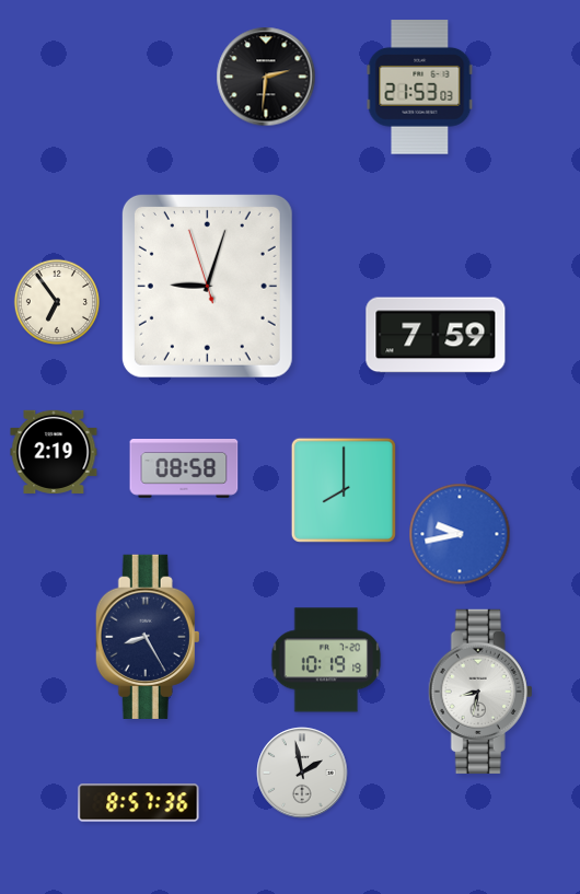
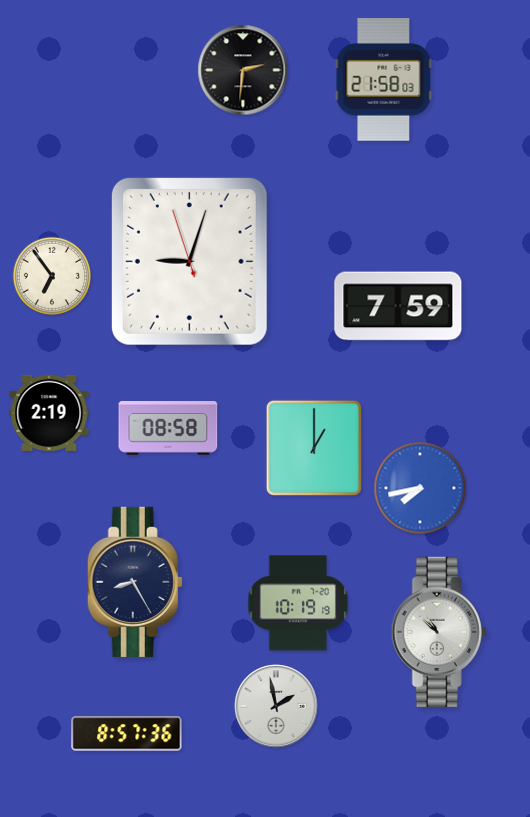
clock at (420, 88): 21:53 -> 21:58
clock at (344, 490): 8:00 -> 1:00
clock at (460, 534): 9:43 -> 7:43
clock at (480, 692): 8:32 -> 10:52
